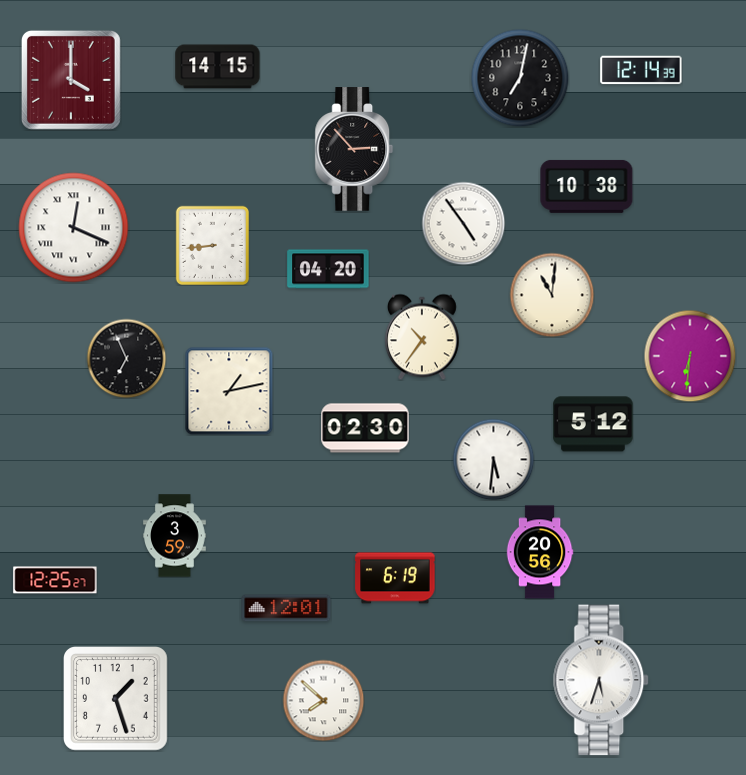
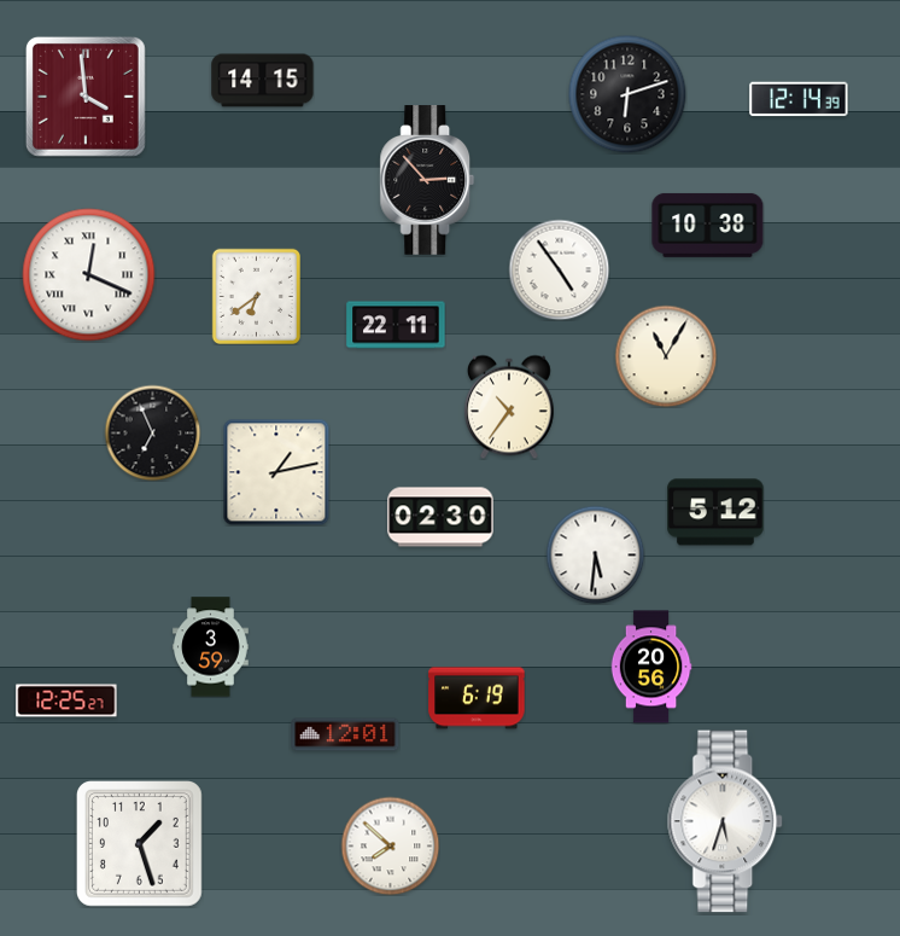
clock at (641, 70) position: (641, 70) -> (799, 99)
clock at (520, 78): 7:02 -> 6:12
clock at (71, 80): 4:00 -> 3:59
clock at (212, 245): 8:44 -> 6:39
clock at (328, 269): 04:20 -> 22:11
clock at (552, 295): 11:01 -> 11:05
clock at (690, 356): 6:31 -> none
